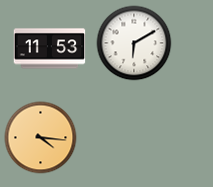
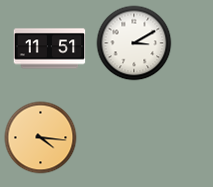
clock at (134, 43): 6:10 -> 3:10
clock at (50, 49): 11:53 -> 11:51
